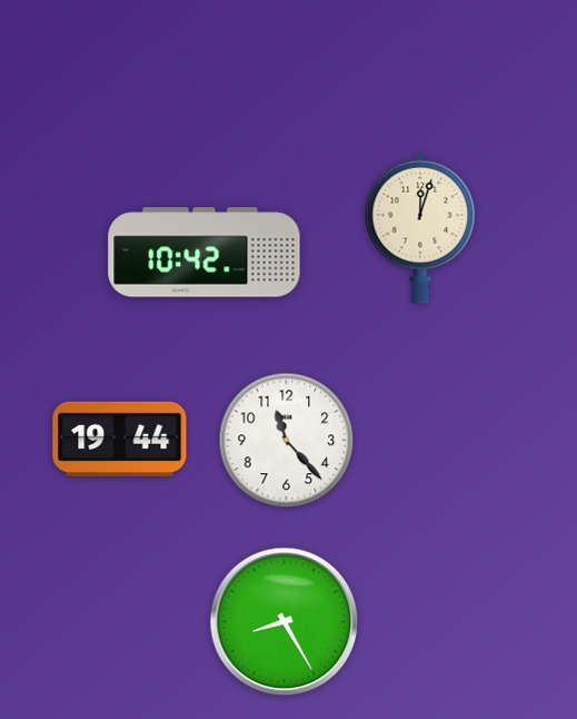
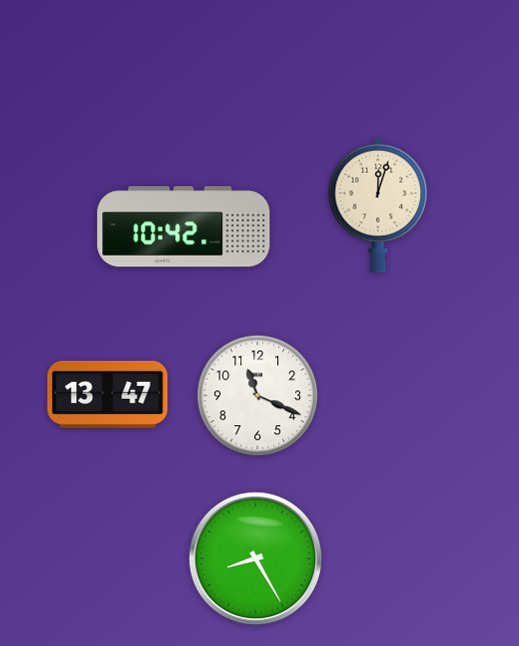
clock at (120, 439): 19:44 -> 13:47
clock at (287, 441): 11:23 -> 11:19
